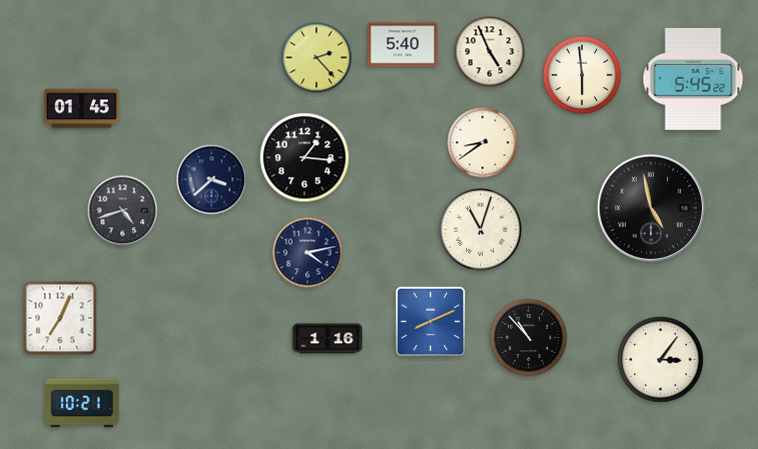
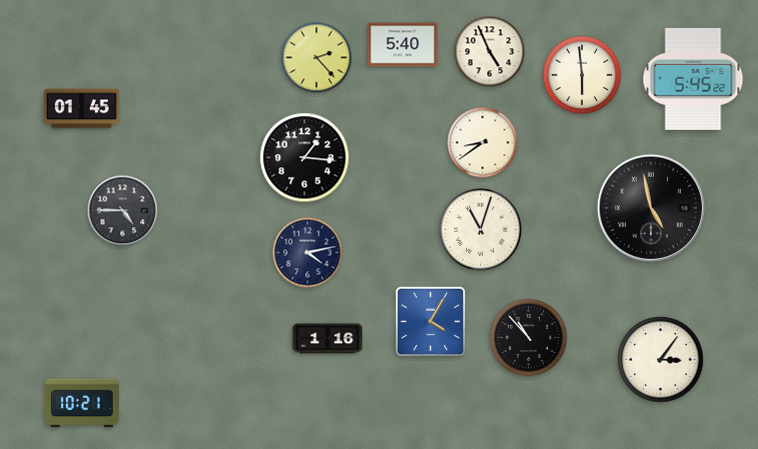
clock at (212, 180): 3:38 -> none
clock at (123, 211): 4:42 -> 4:45
clock at (60, 318): 7:04 -> none
clock at (431, 322): 8:11 -> 4:05
